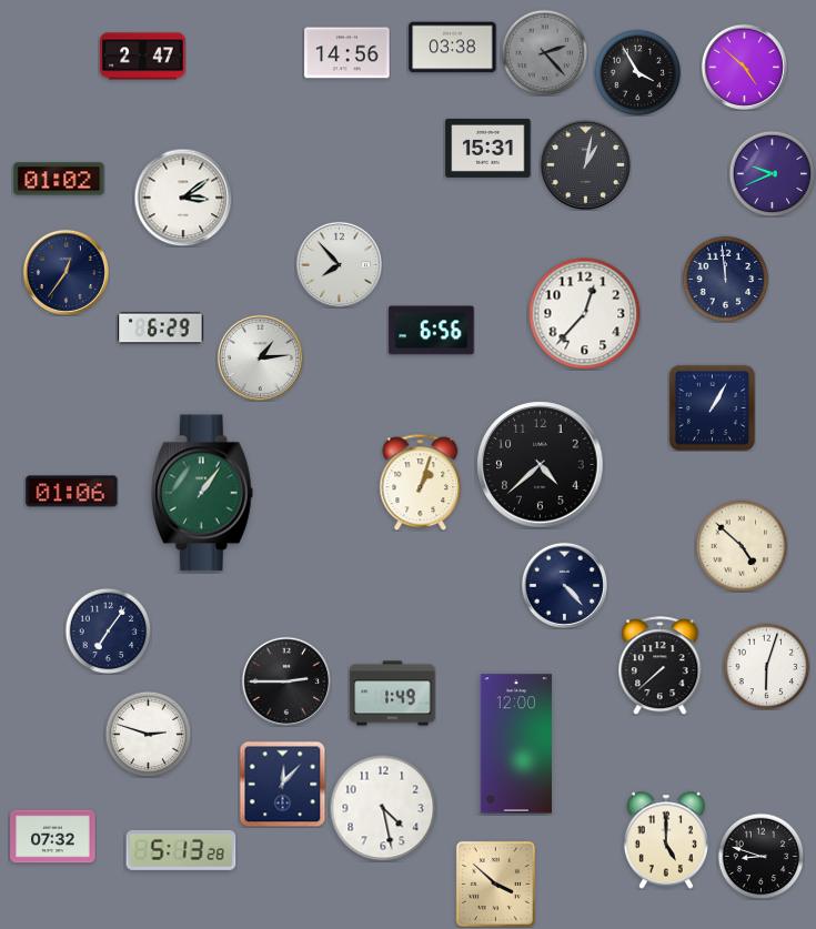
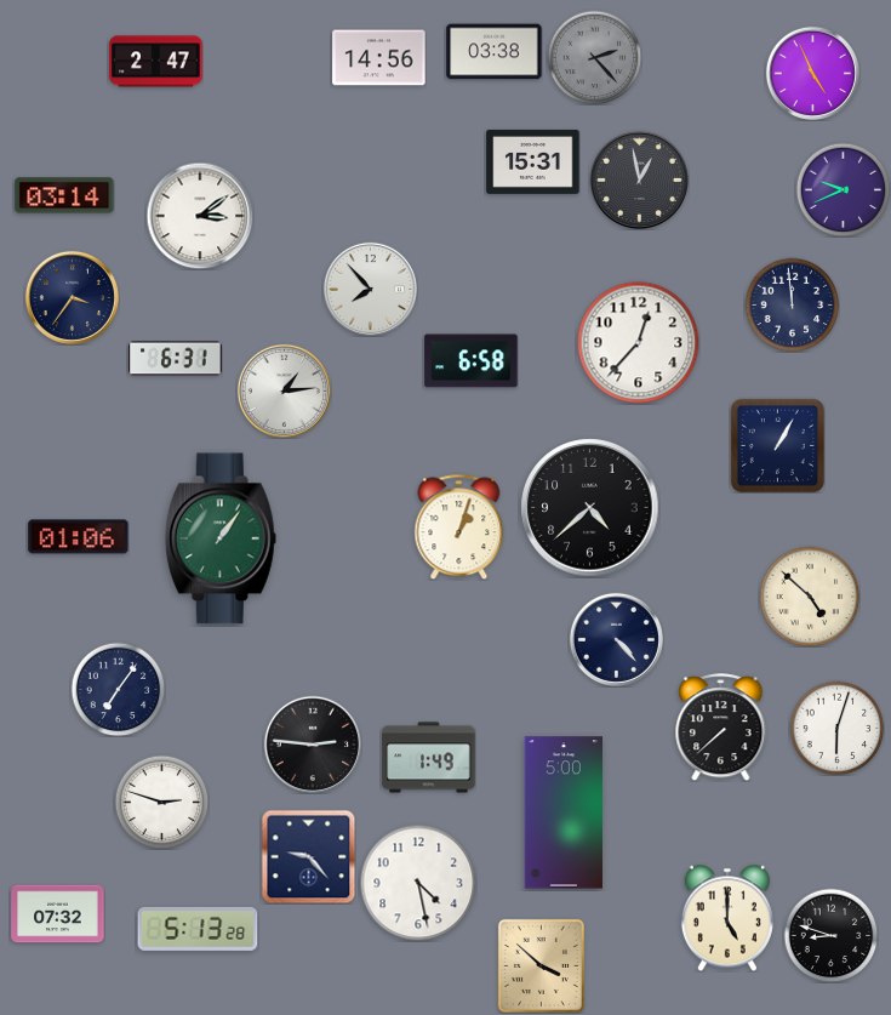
clock at (744, 67): 4:52 -> 4:56
clock at (637, 72): 3:55 -> none
clock at (585, 164): 1:02 -> 12:58
clock at (59, 179): 01:02 -> 03:14
clock at (66, 272): 12:36 -> 3:36
clock at (161, 329): 6:29 -> 6:31
clock at (432, 331): 6:56 -> 6:58
clock at (285, 680): 2:45 -> 2:46
clock at (515, 744): 12:00 -> 5:00
clock at (282, 784): 12:07 -> 9:23
